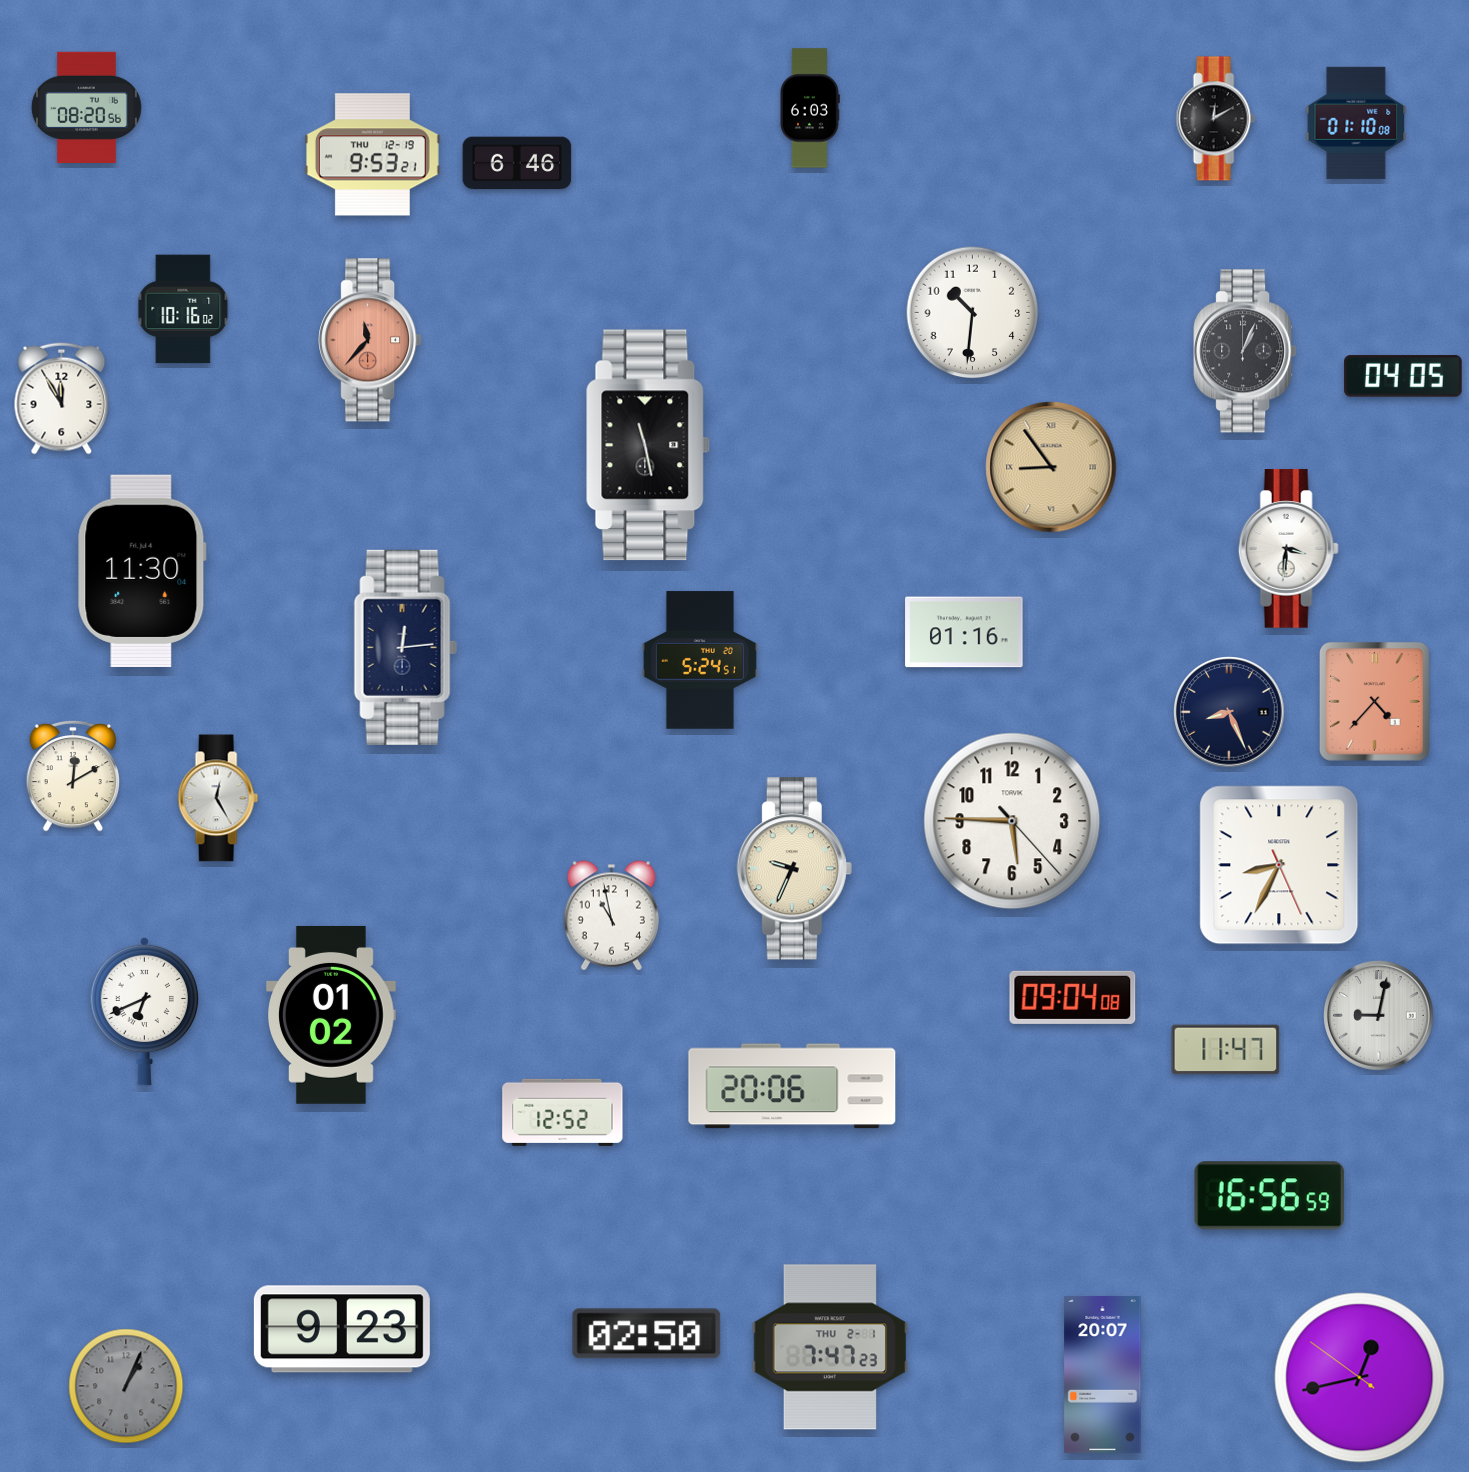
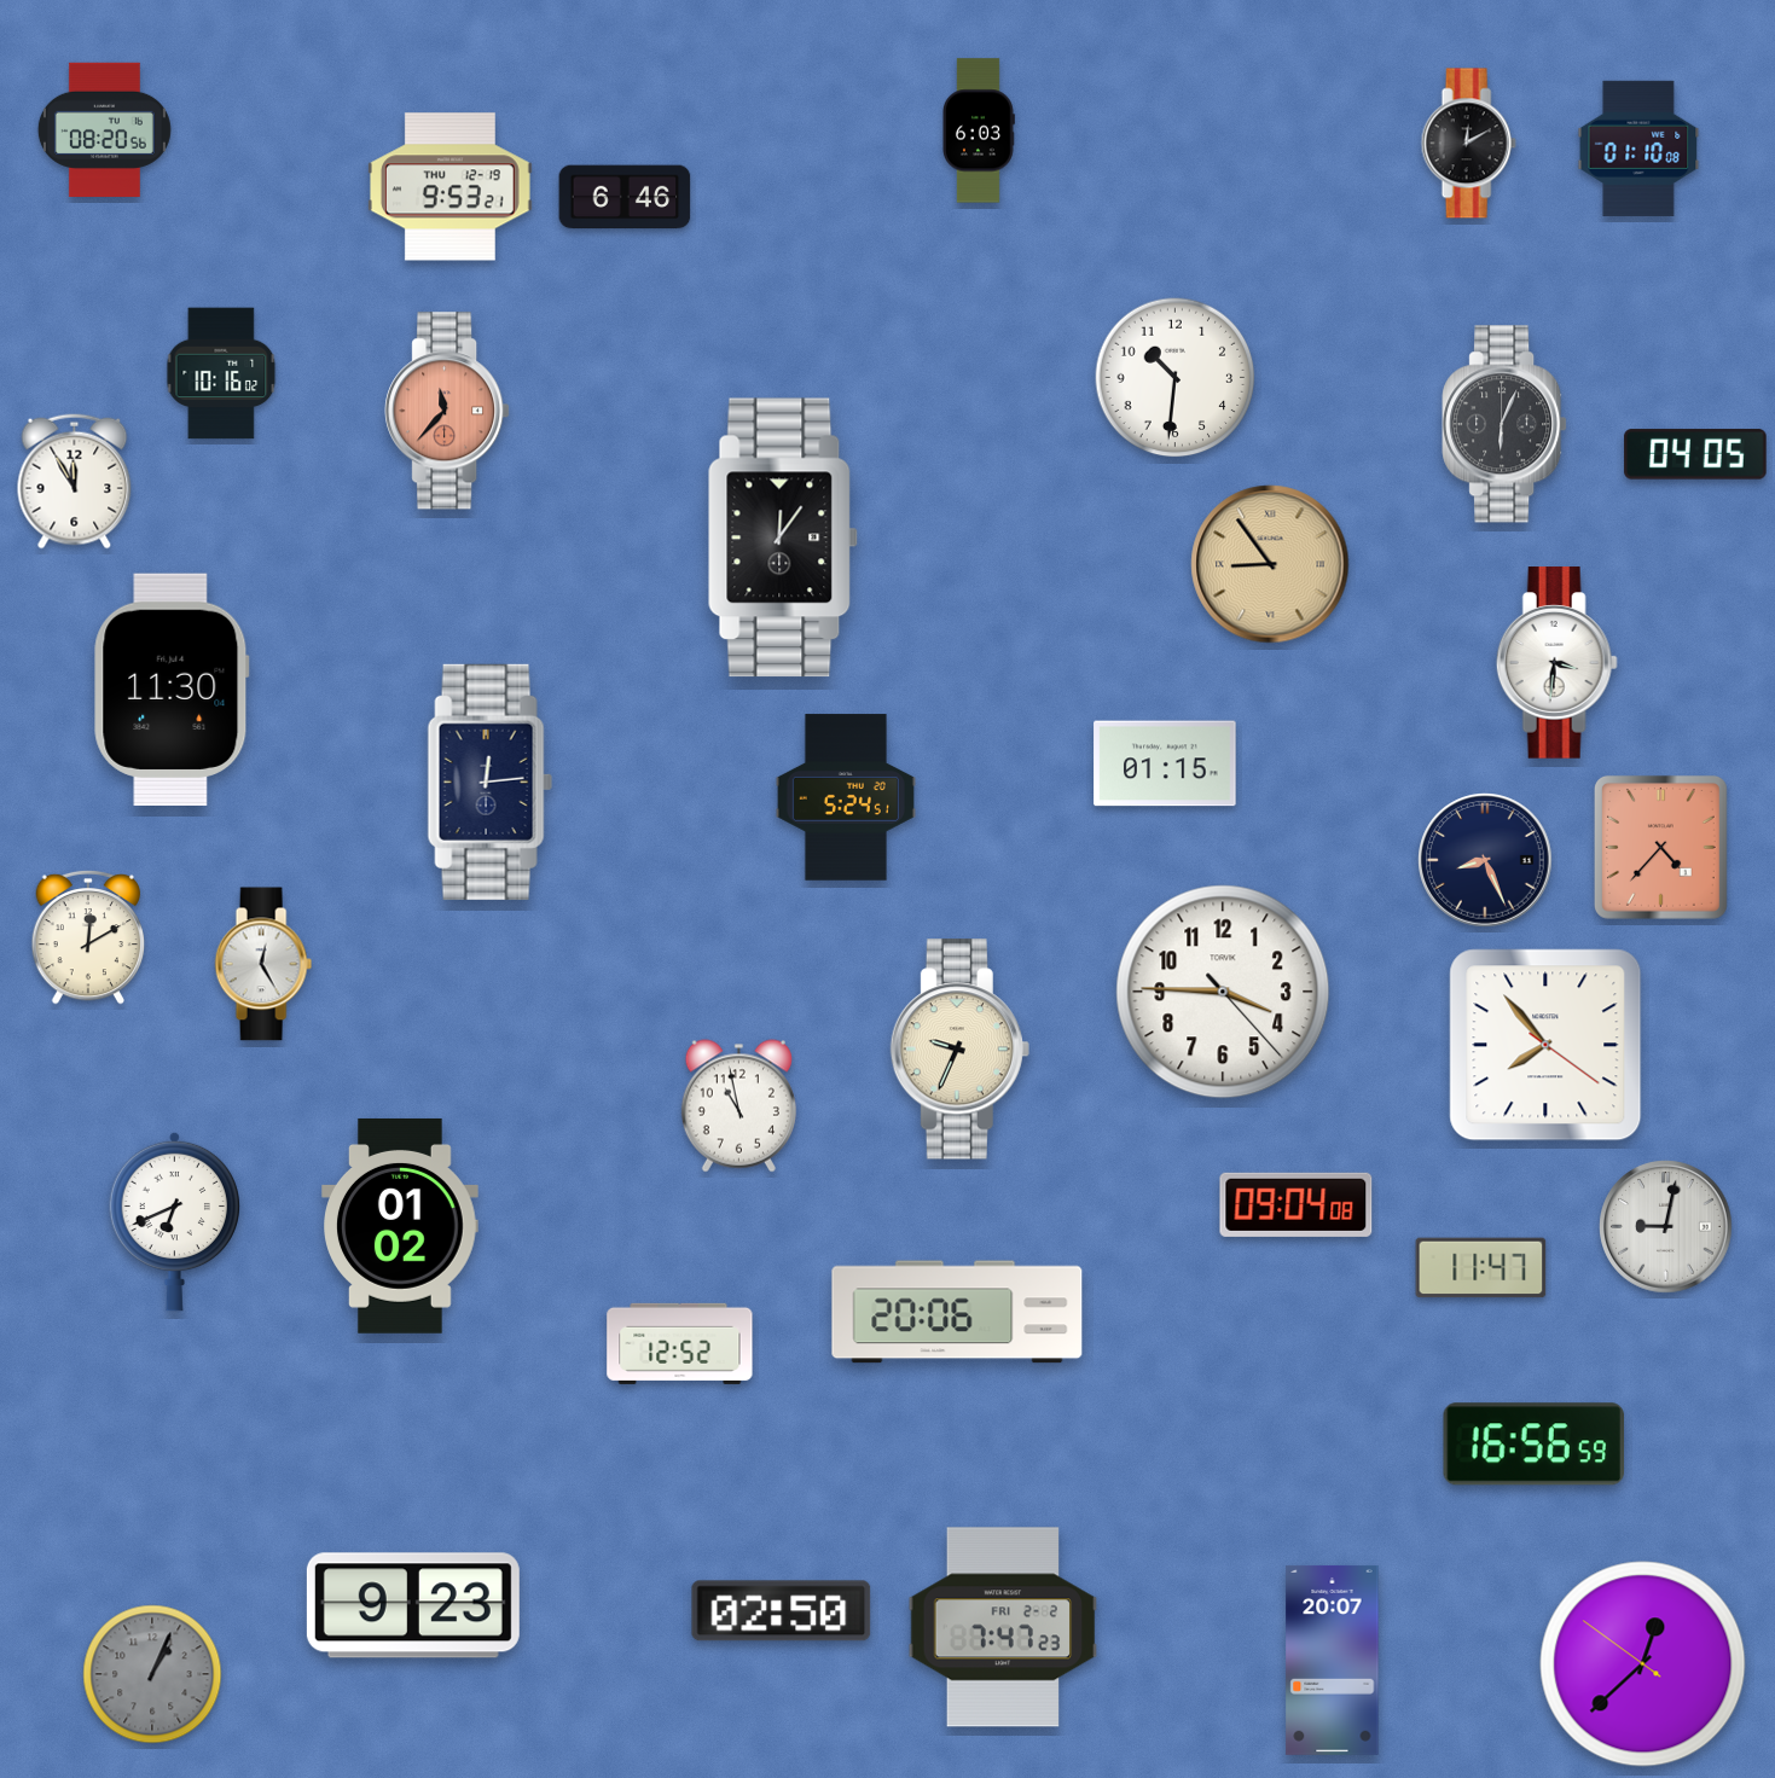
clock at (1245, 351): 1:04 -> 6:04
clock at (648, 445): 11:28 -> 12:06
clock at (964, 632): 01:16 -> 01:15
clock at (1012, 821): 5:45 -> 3:45
clock at (1279, 865): 8:34 -> 7:53
clock at (830, 1347) date: THU 2-1 -> FRI 2-2
clock at (1360, 1378): 12:42 -> 12:37
